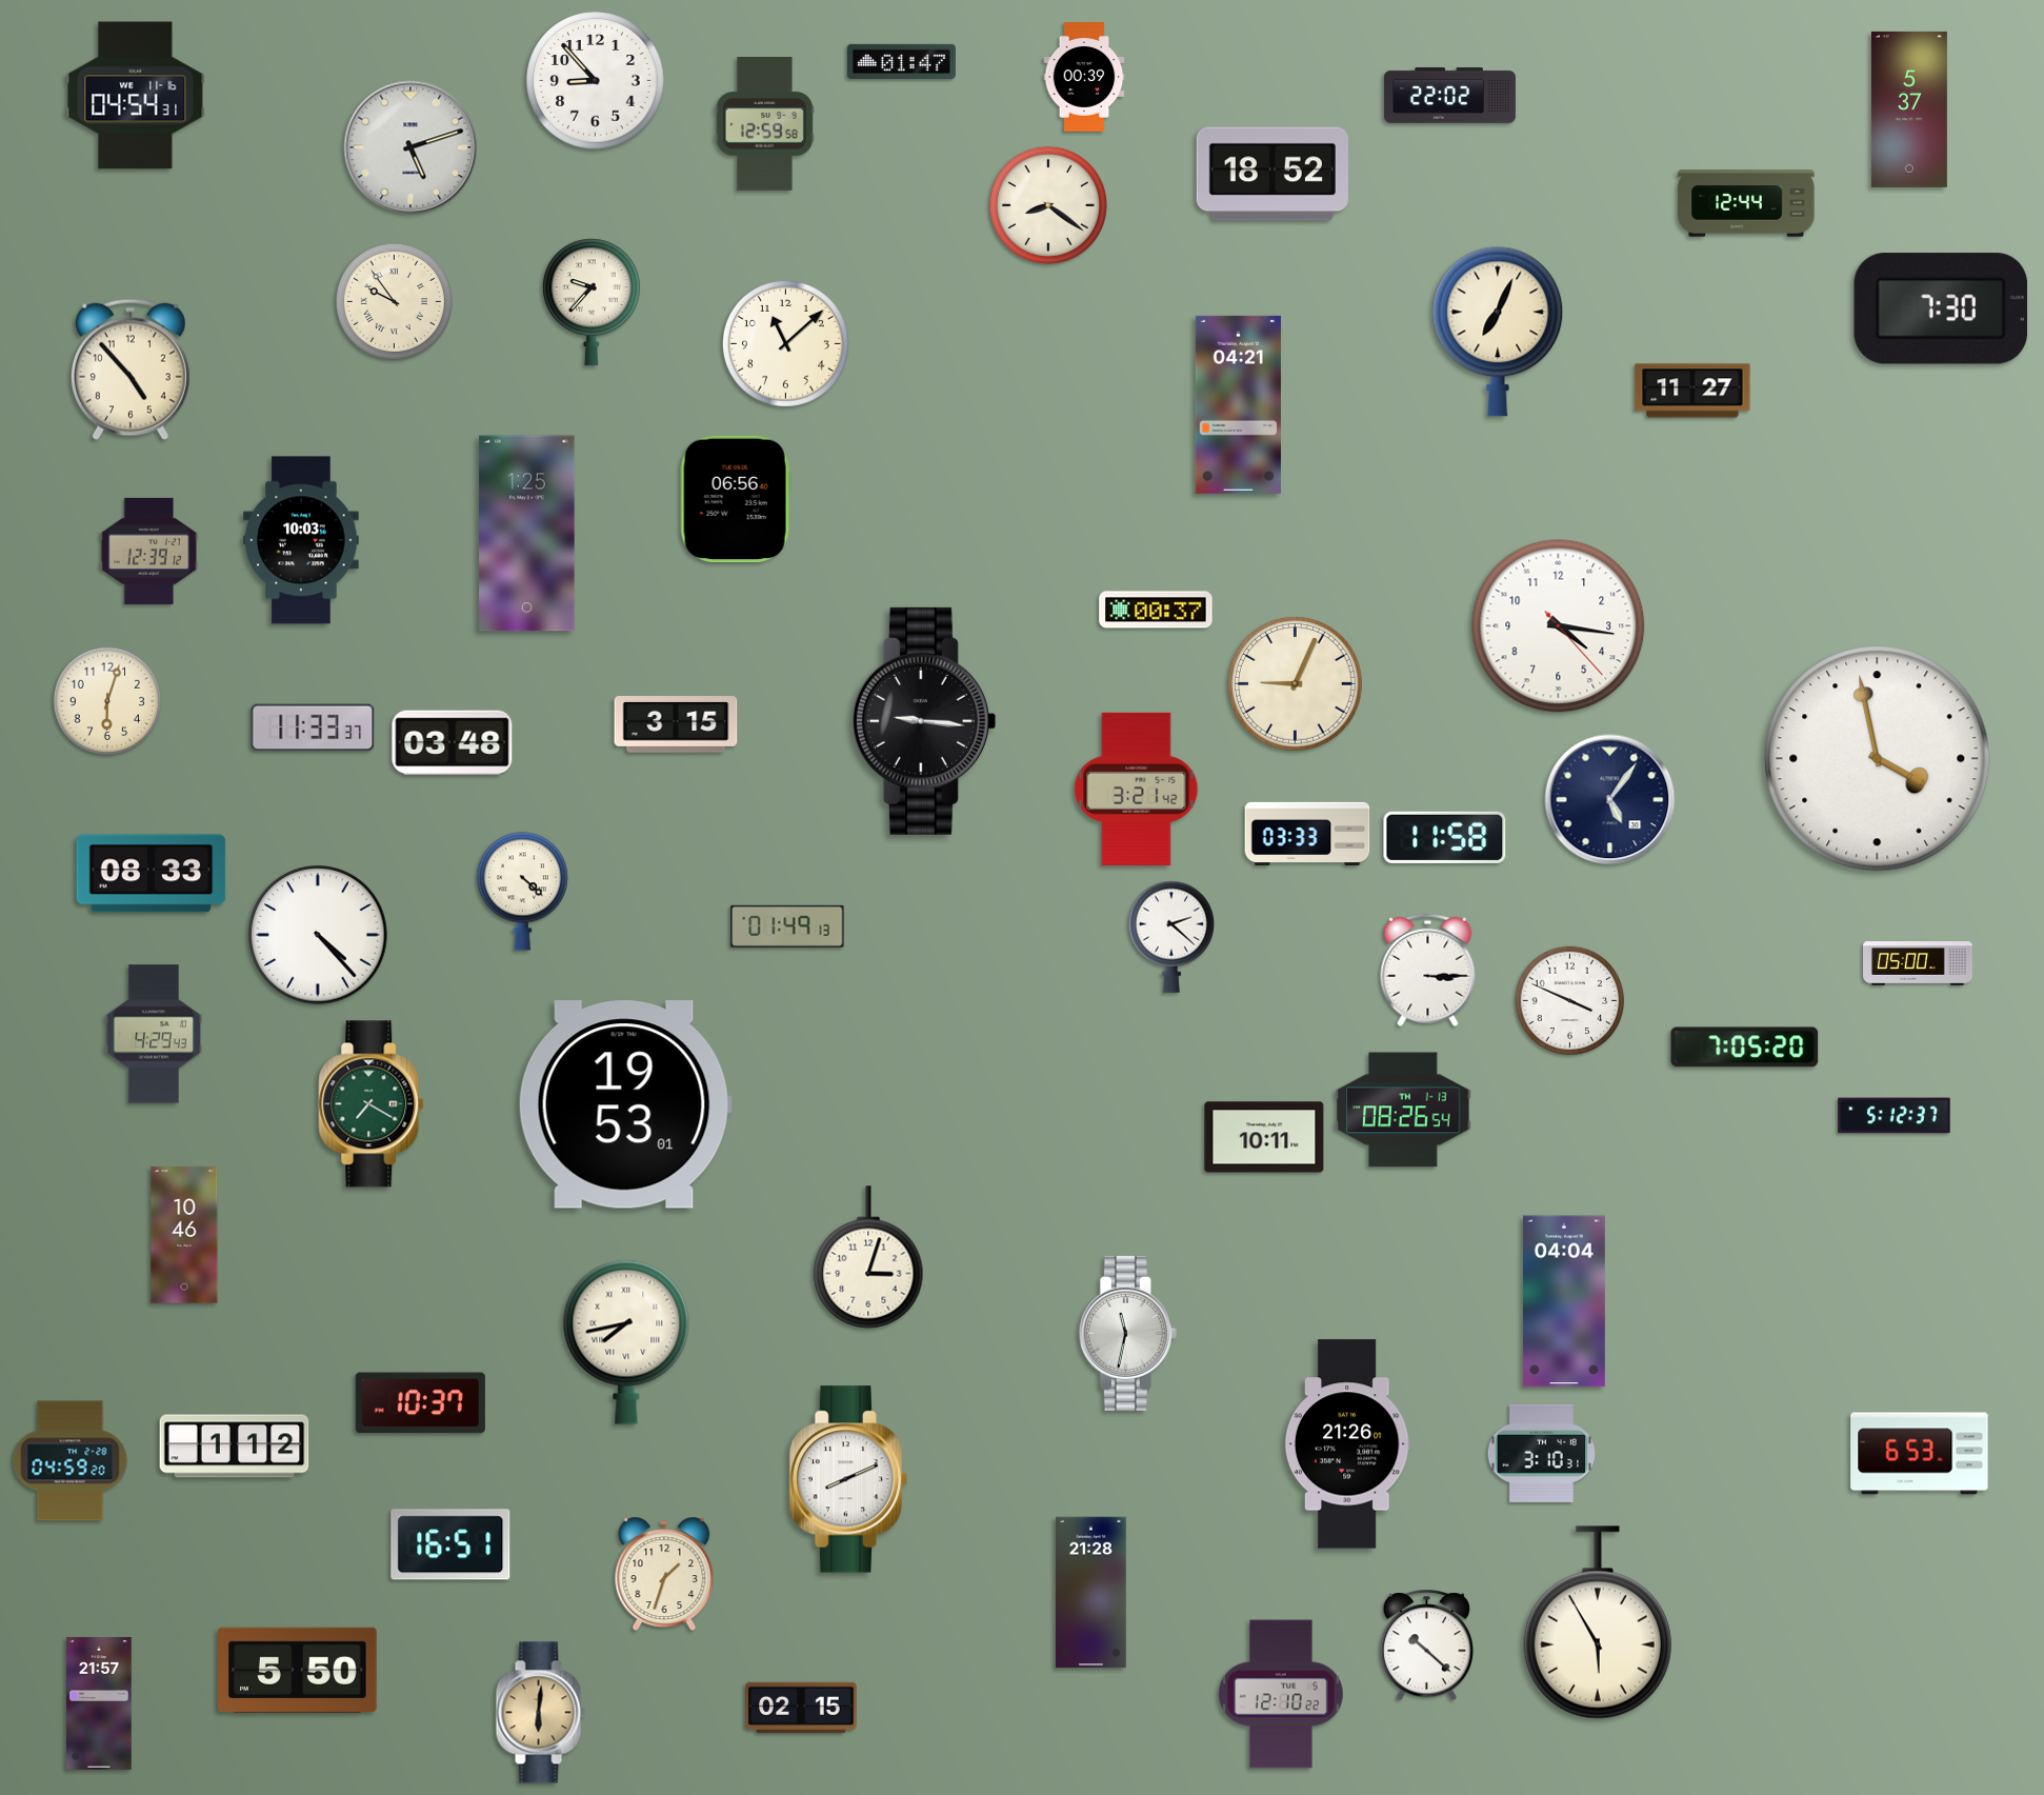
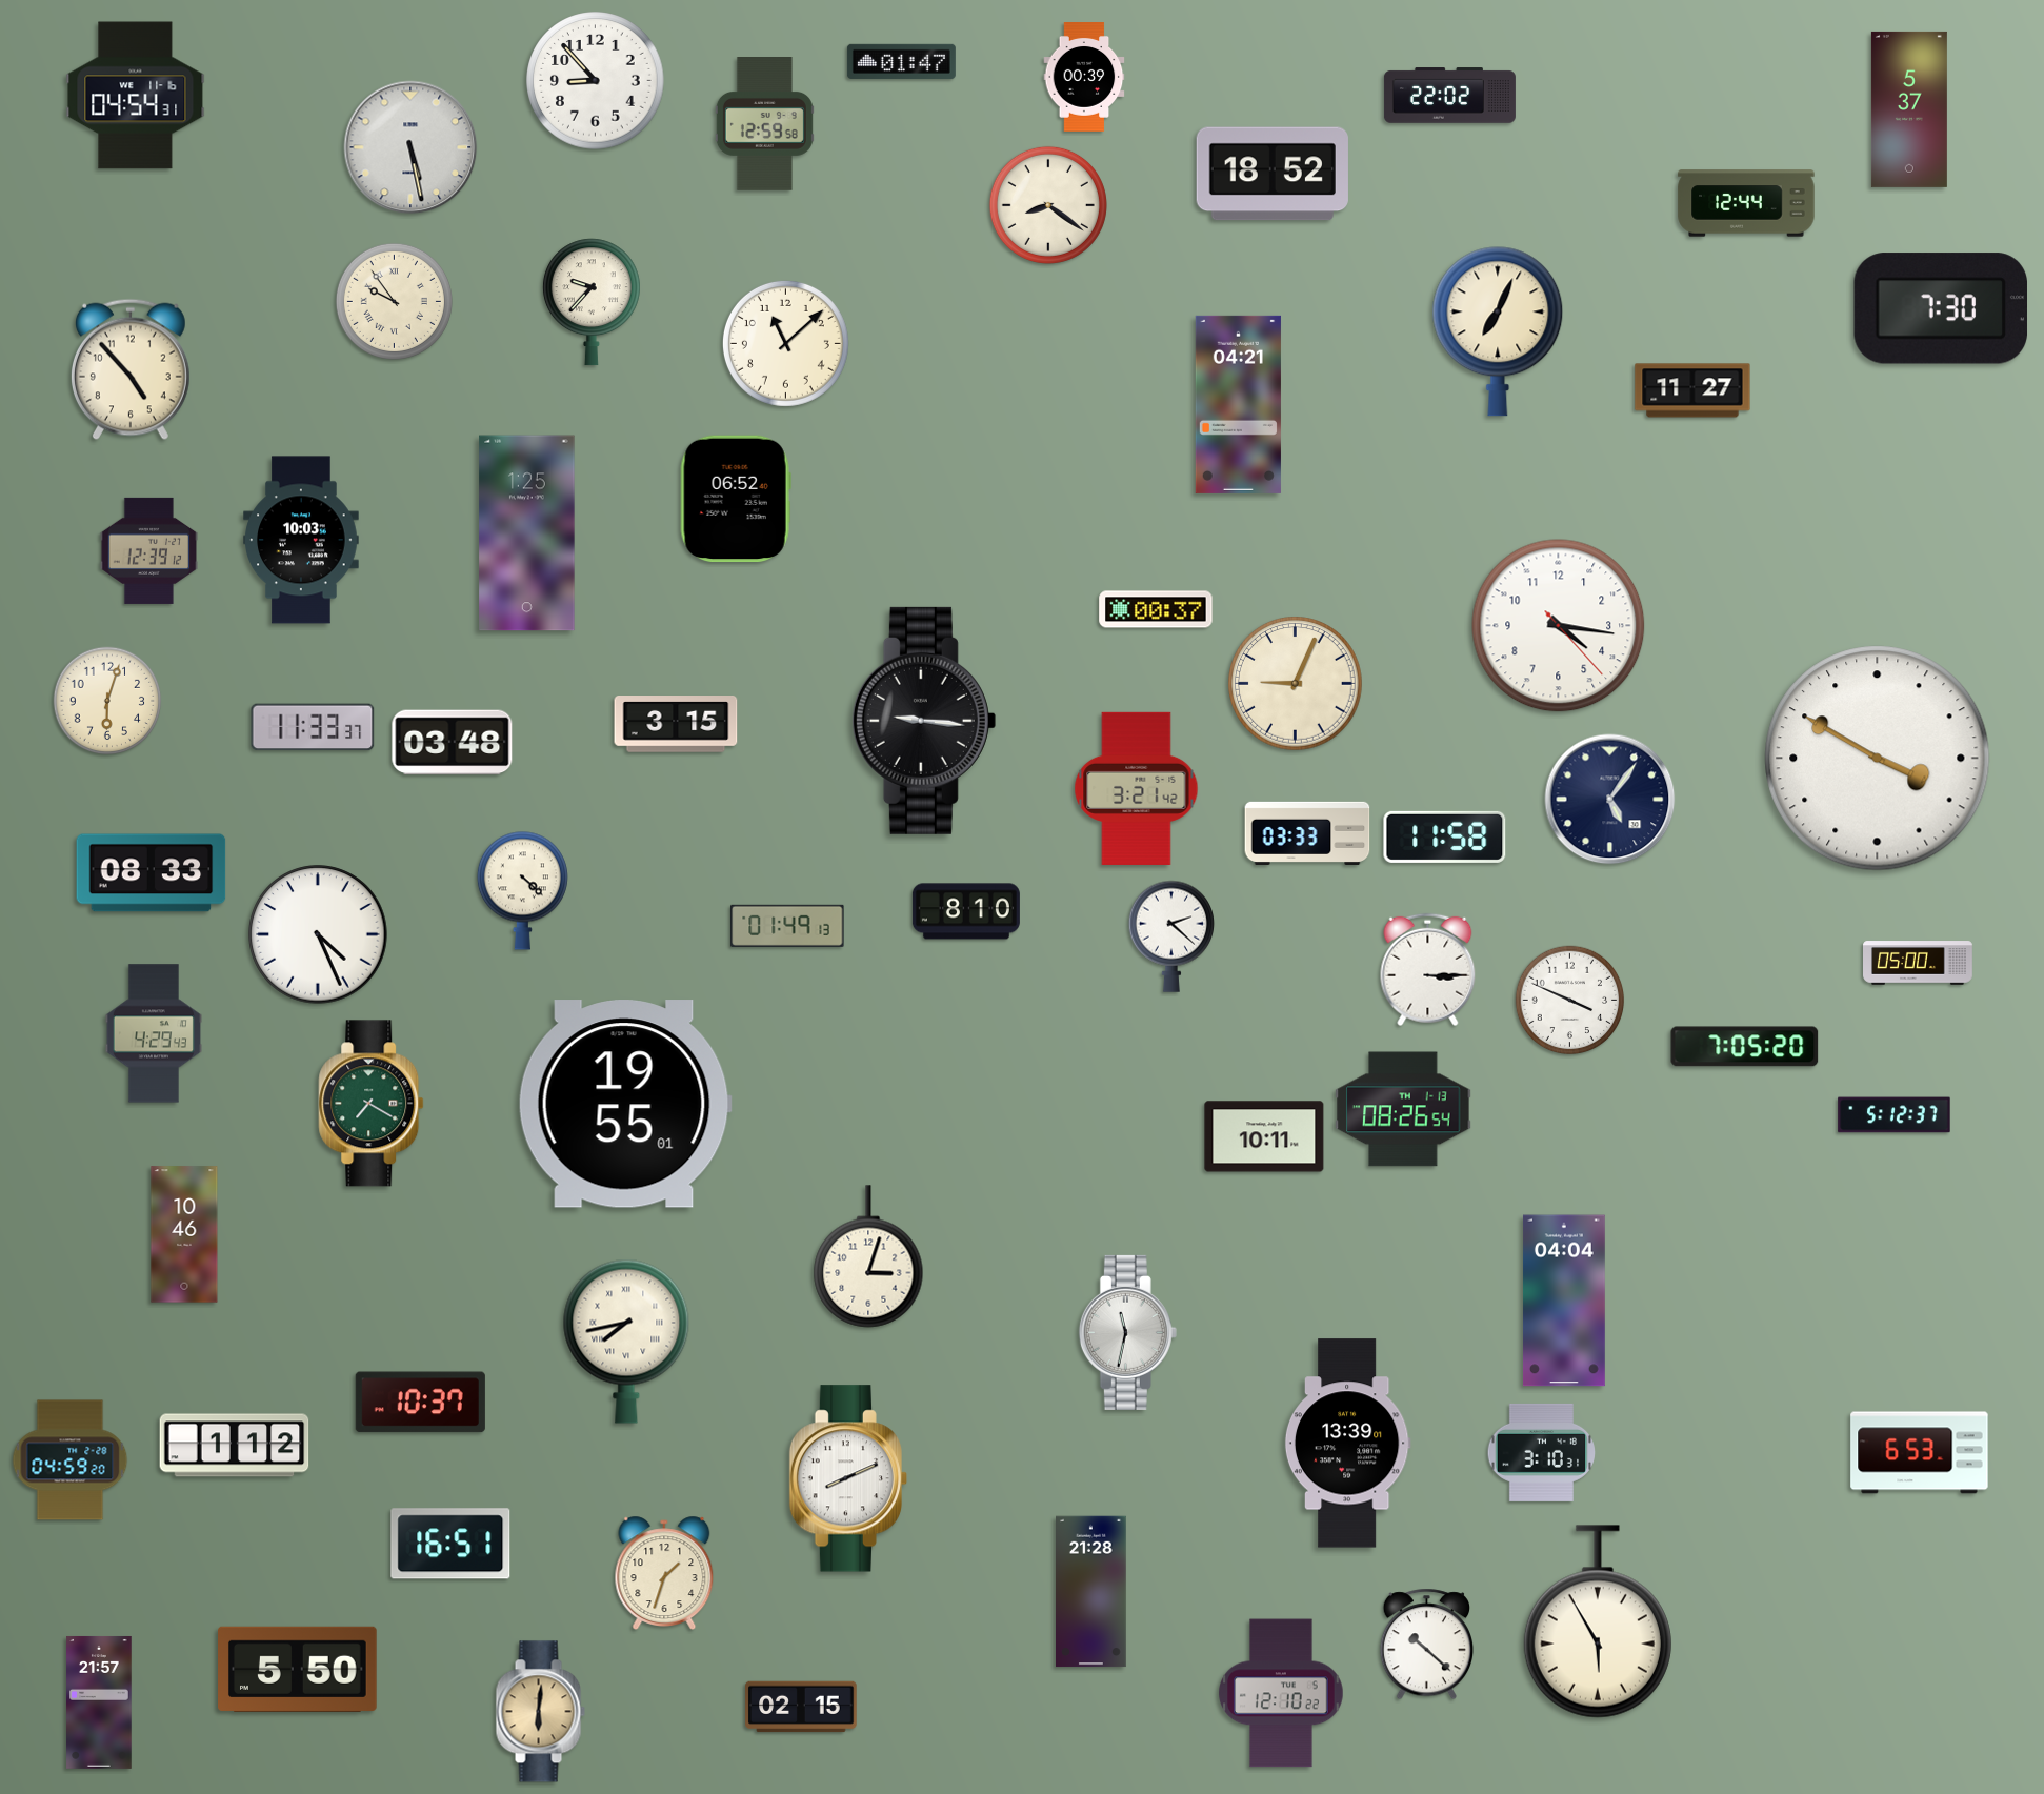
clock at (410, 147): 5:12 -> 5:28
clock at (736, 499): 06:56 -> 06:52
clock at (1878, 759): 3:58 -> 3:50
clock at (966, 911): none -> 8:10
clock at (318, 935): 4:23 -> 4:26
clock at (625, 1104): 19:53 -> 19:55
clock at (1347, 1444): 21:26 -> 13:39
